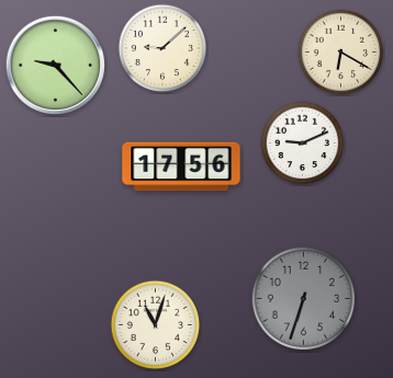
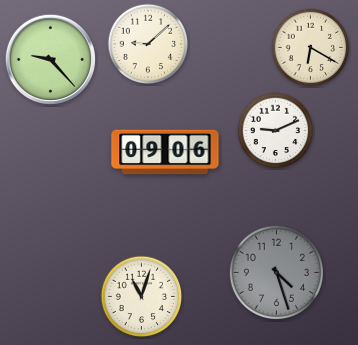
clock at (181, 167): 17:56 -> 09:06
clock at (303, 298): 6:33 -> 4:27
